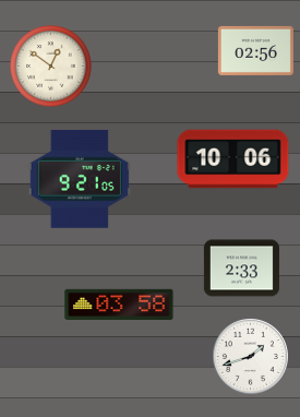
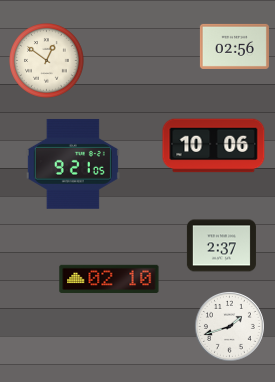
clock at (241, 269): 2:33 -> 2:37
clock at (119, 305): 03:58 -> 02:10
